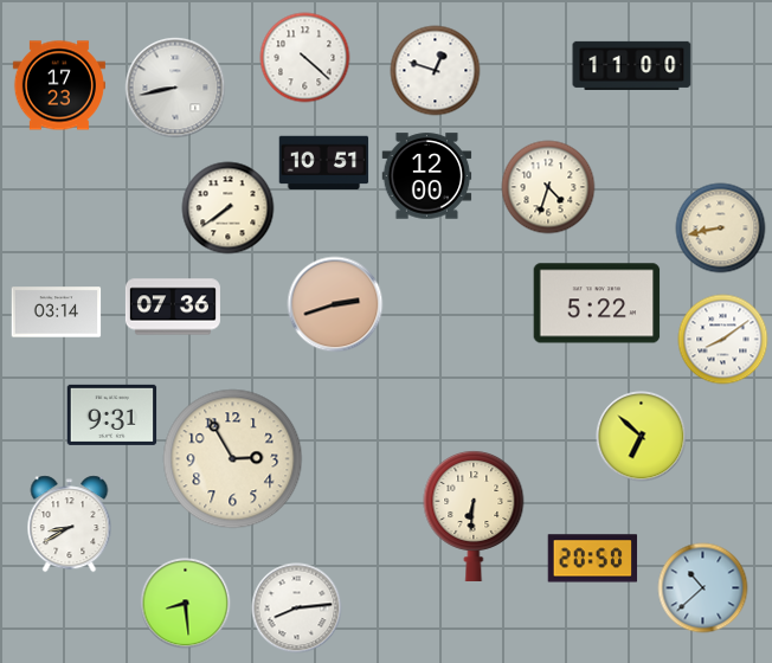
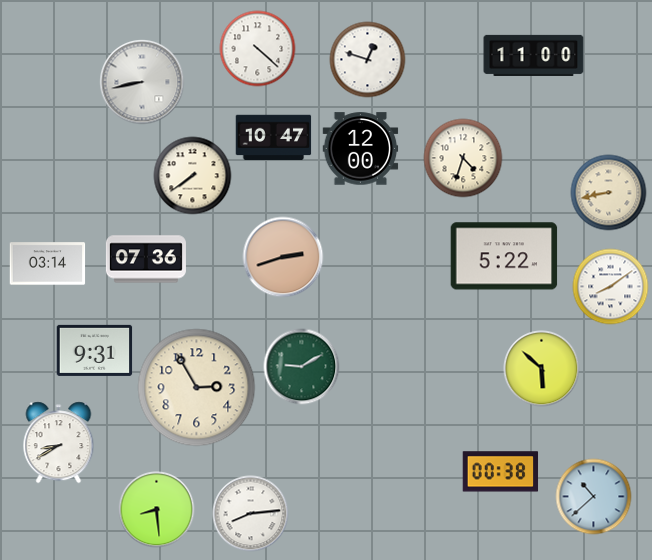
clock at (59, 85): 17:23 -> none
clock at (175, 88) position: (175, 88) -> (142, 82)
clock at (324, 163): 10:51 -> 10:47
clock at (302, 367): none -> 9:10
clock at (642, 437): 6:52 -> 5:52
clock at (474, 515): 6:31 -> none
clock at (593, 559): 20:50 -> 00:38
